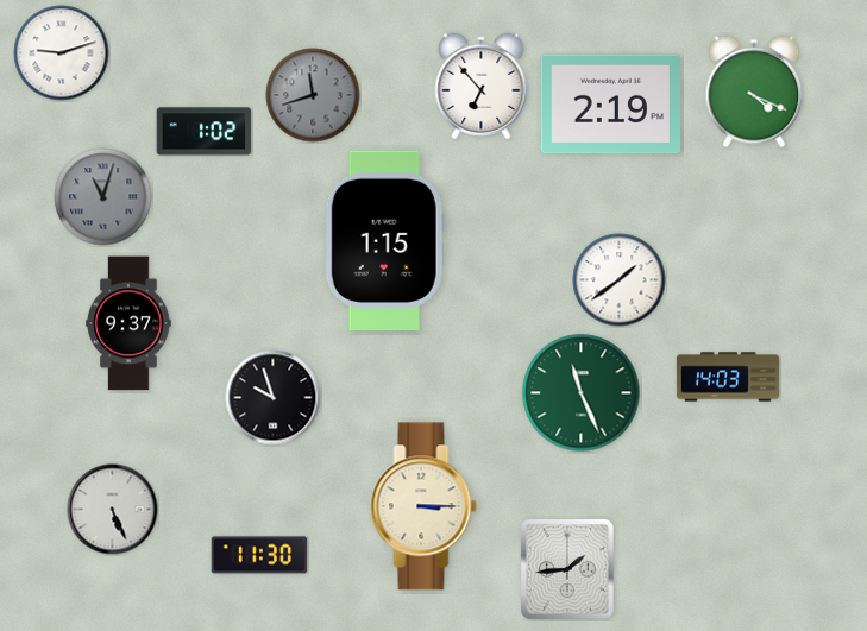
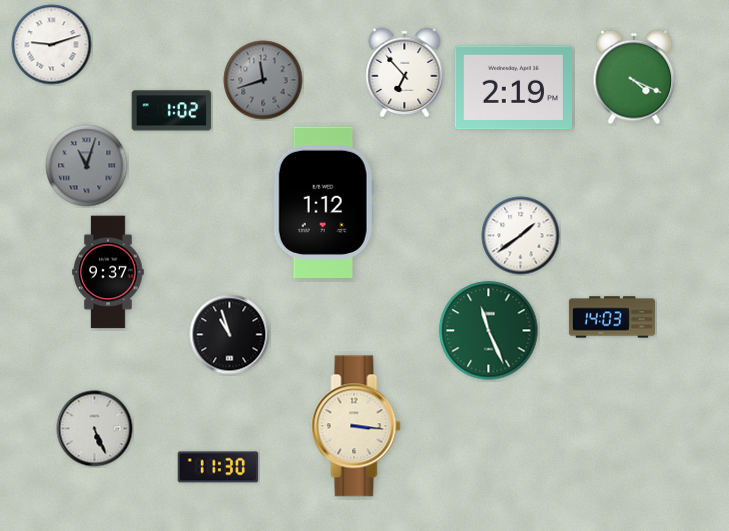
clock at (384, 240): 1:15 -> 1:12
clock at (274, 398): 9:57 -> 10:57
clock at (423, 506): 3:15 -> 3:16
clock at (567, 569): 1:44 -> none
